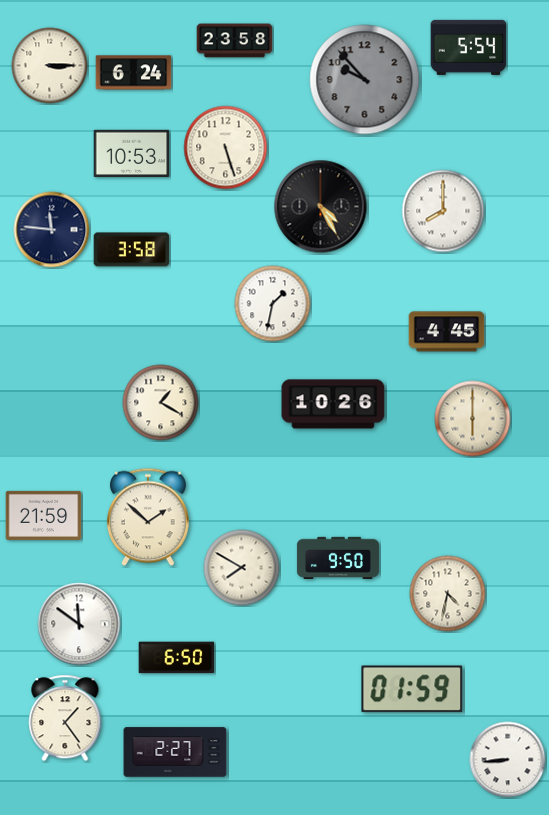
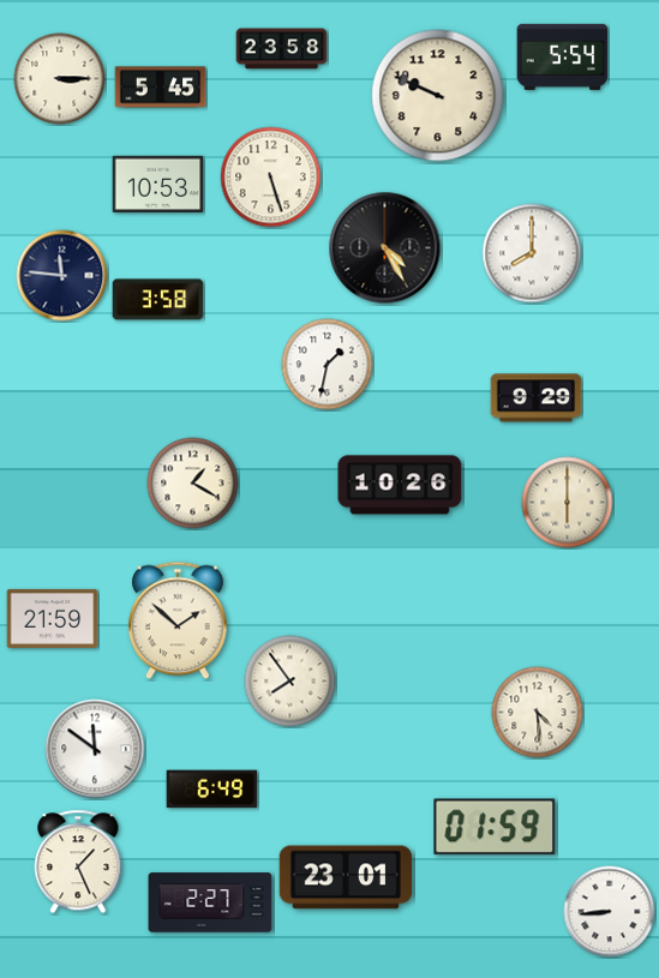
clock at (134, 73): 6:24 -> 5:45
clock at (365, 80): 9:53 -> 9:49
clock at (365, 80) dial: grey -> cream
clock at (447, 332): 4:45 -> 9:29
clock at (338, 557): 9:50 -> none
clock at (242, 568): 7:50 -> 7:54
clock at (448, 594): 4:32 -> 4:29
clock at (177, 658): 6:50 -> 6:49
clock at (65, 718): 1:24 -> 1:26
clock at (346, 877): none -> 23:01
